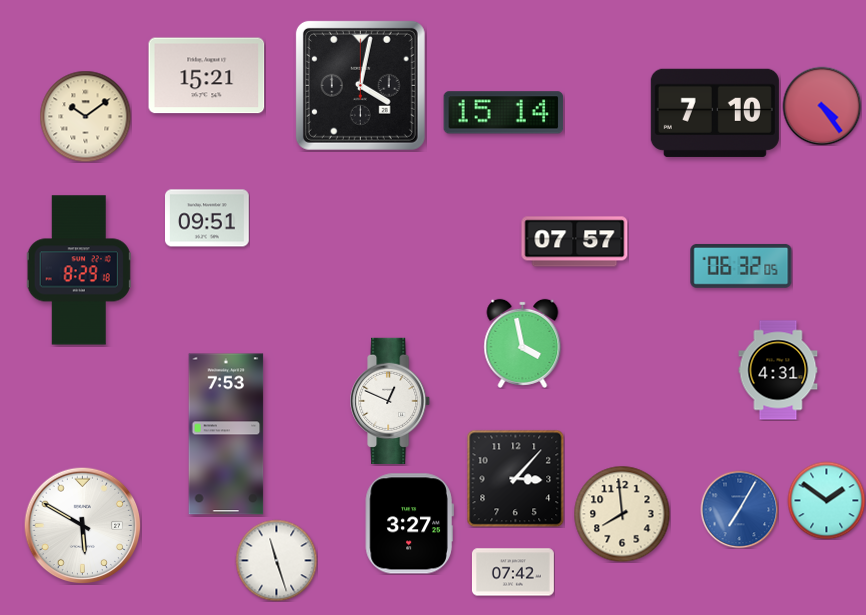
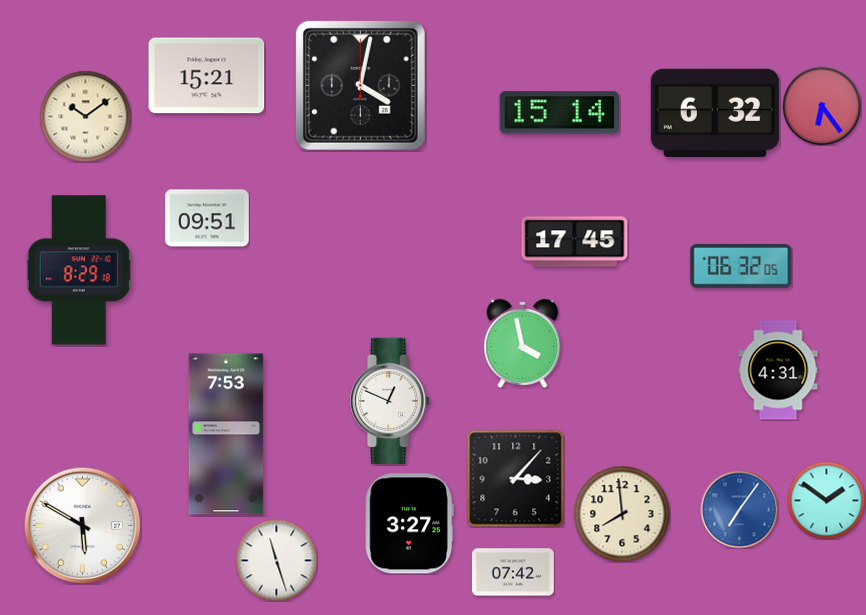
clock at (822, 106): 4:24 -> 6:24
clock at (504, 113) position: (504, 113) -> (560, 113)
clock at (715, 113): 7:10 -> 6:32
clock at (575, 242): 07:57 -> 17:45
clock at (739, 509): 7:05 -> 7:06
